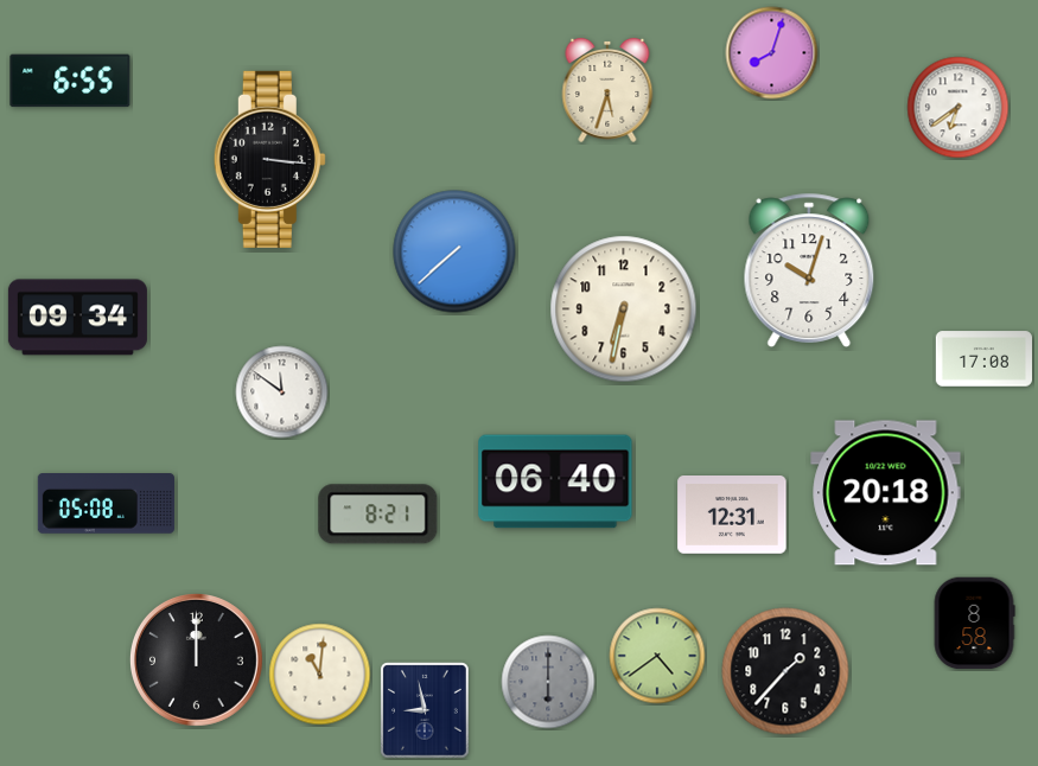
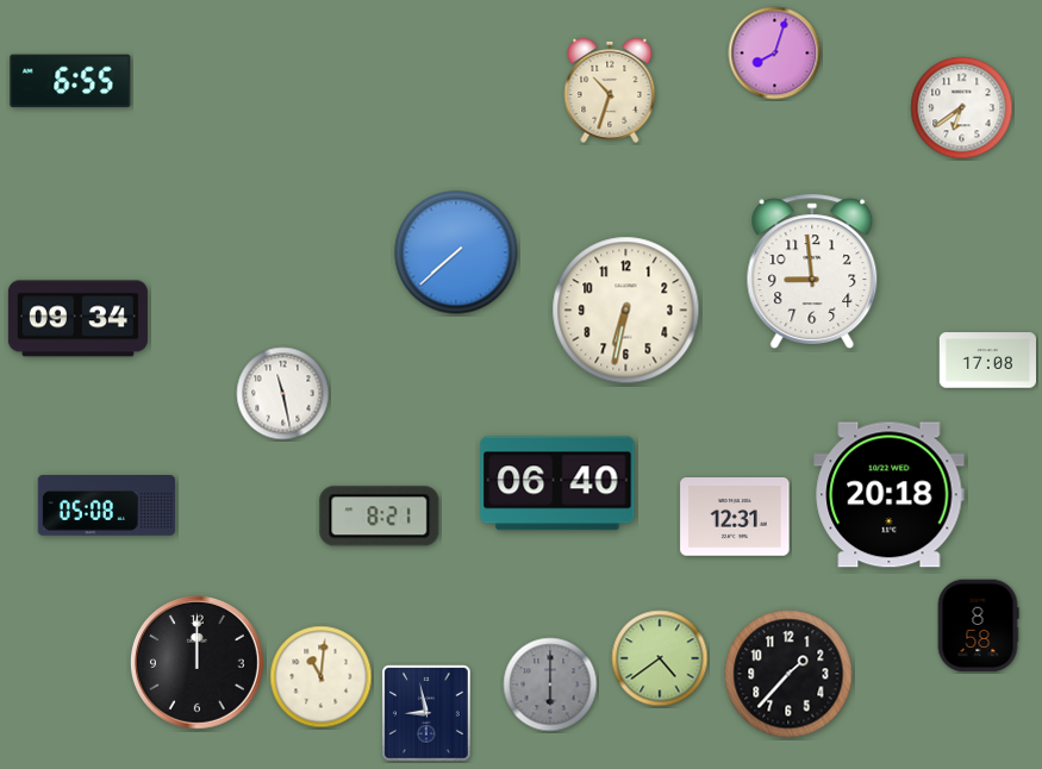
clock at (607, 90): 5:33 -> 10:33
clock at (269, 159): 3:16 -> none
clock at (809, 269): 10:03 -> 8:59
clock at (282, 392): 11:51 -> 11:28
